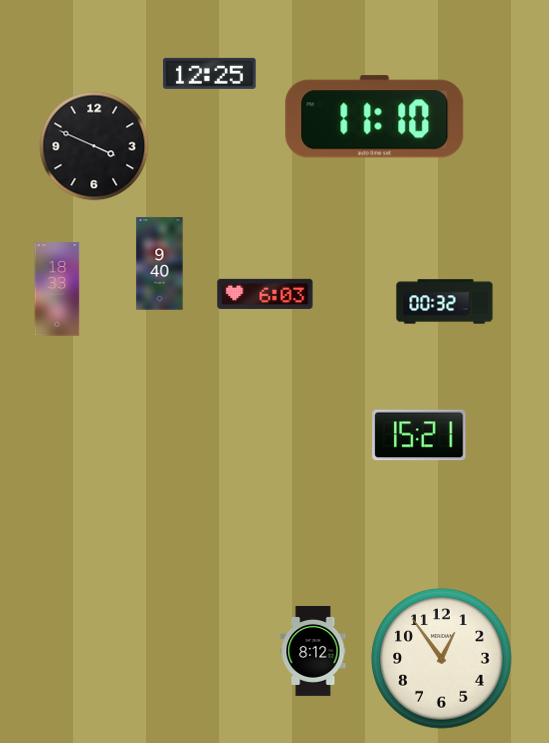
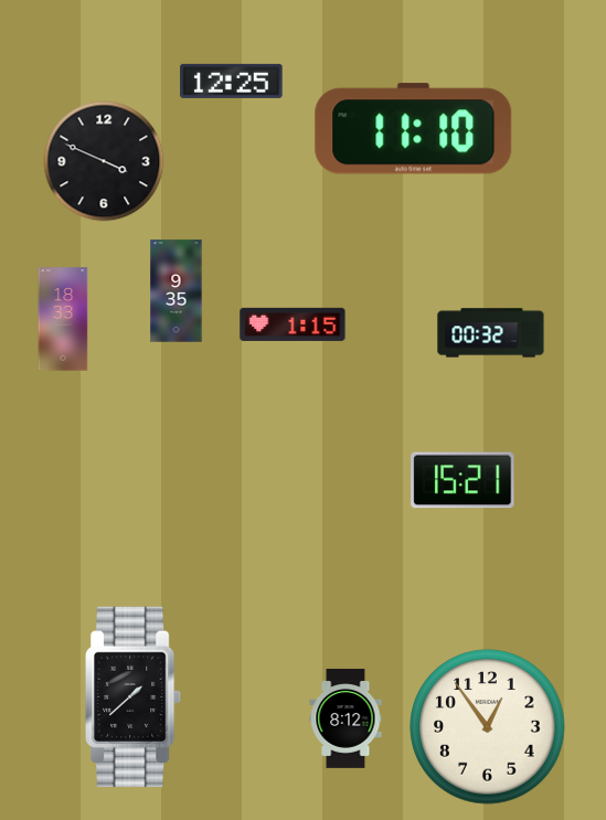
clock at (160, 264): 9:40 -> 9:35
clock at (265, 294): 6:03 -> 1:15
clock at (134, 697): none -> 1:38
